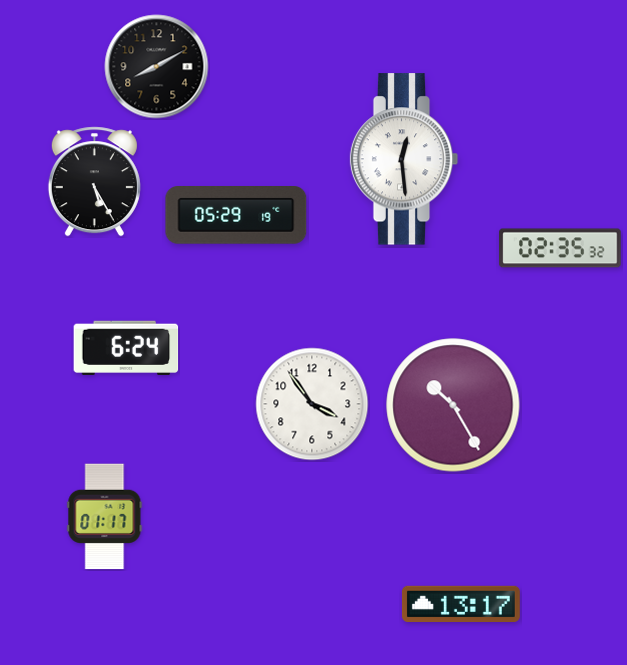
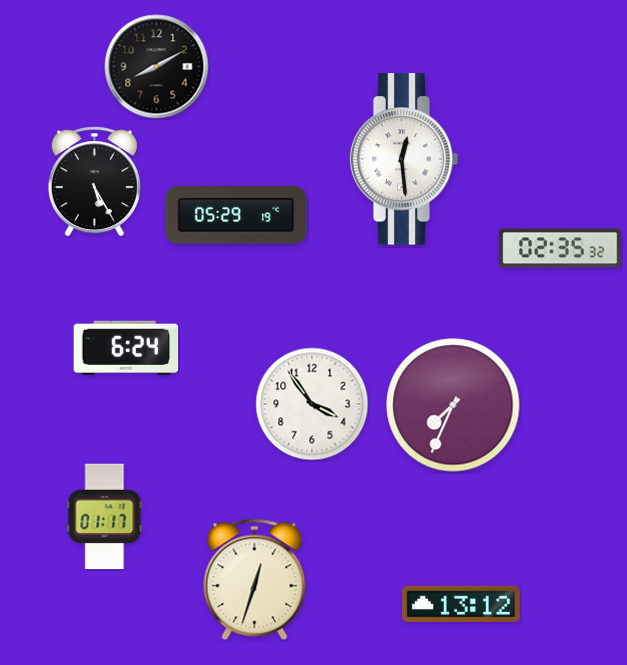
clock at (453, 405): 10:25 -> 7:34
clock at (255, 580): none -> 12:33
clock at (461, 603): 13:17 -> 13:12
